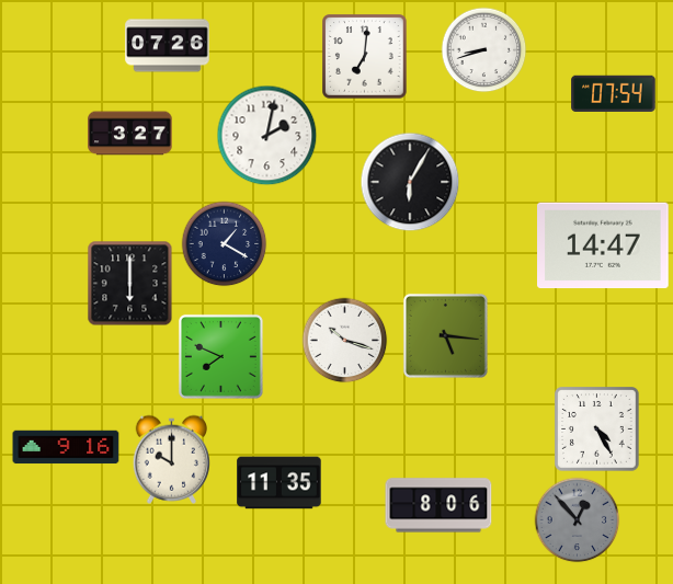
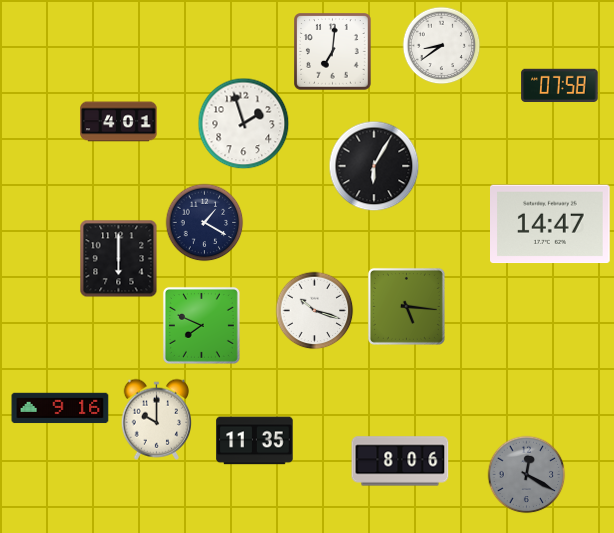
clock at (168, 46): 07:26 -> none
clock at (483, 49): 8:42 -> 8:39
clock at (614, 93): 07:54 -> 07:58
clock at (130, 134): 3:27 -> 4:01
clock at (266, 135): 2:02 -> 1:57
clock at (597, 430): 4:25 -> none
clock at (577, 519): 12:53 -> 12:20
